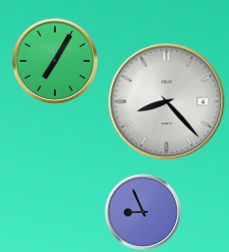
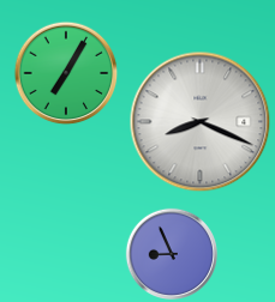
clock at (167, 102): 8:23 -> 8:19
